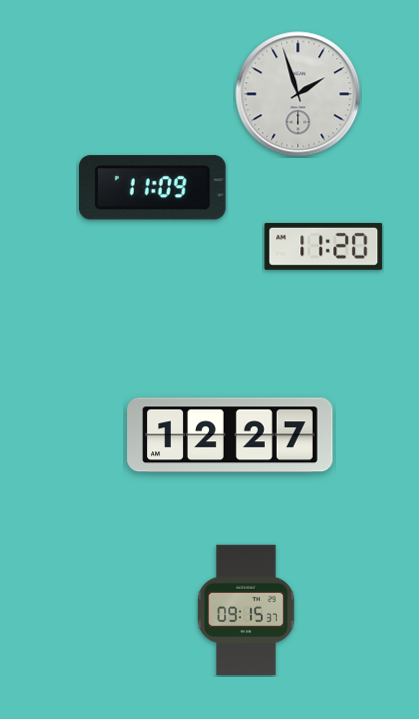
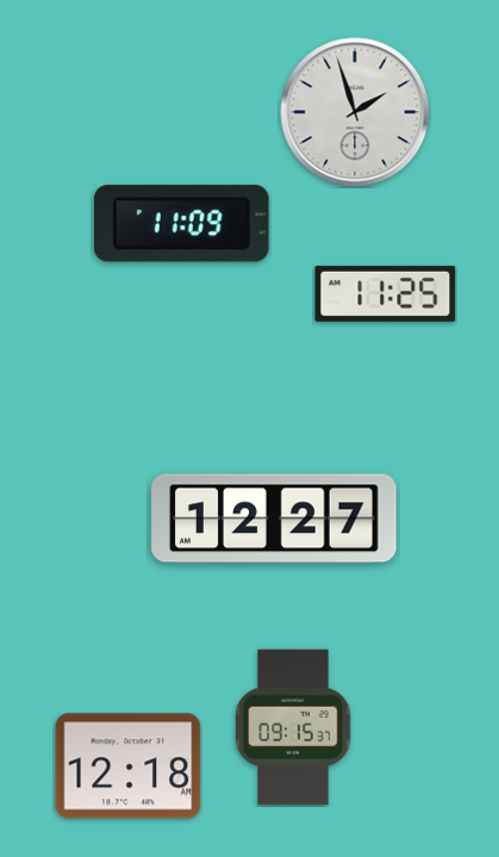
clock at (324, 246): 11:20 -> 11:25
clock at (129, 766): none -> 12:18
